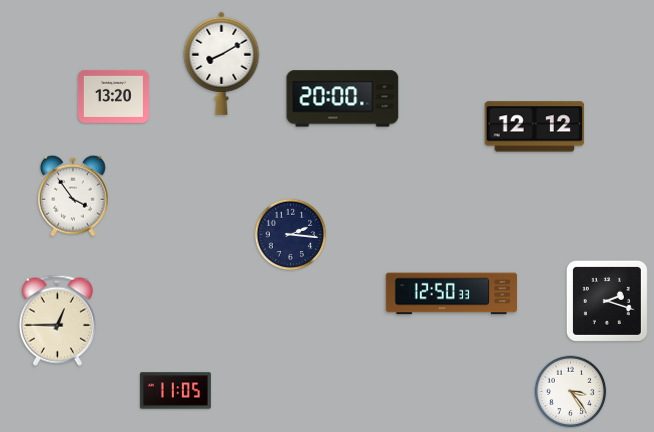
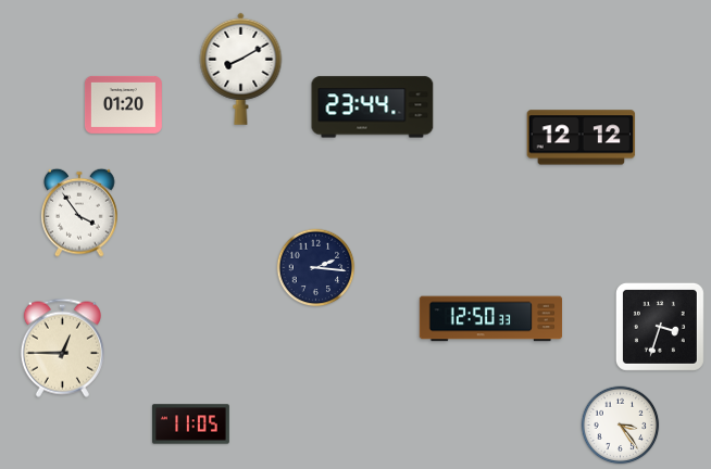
clock at (113, 96): 13:20 -> 01:20
clock at (343, 99): 20:00 -> 23:44
clock at (291, 235) position: (291, 235) -> (316, 268)
clock at (607, 301): 2:18 -> 3:33
